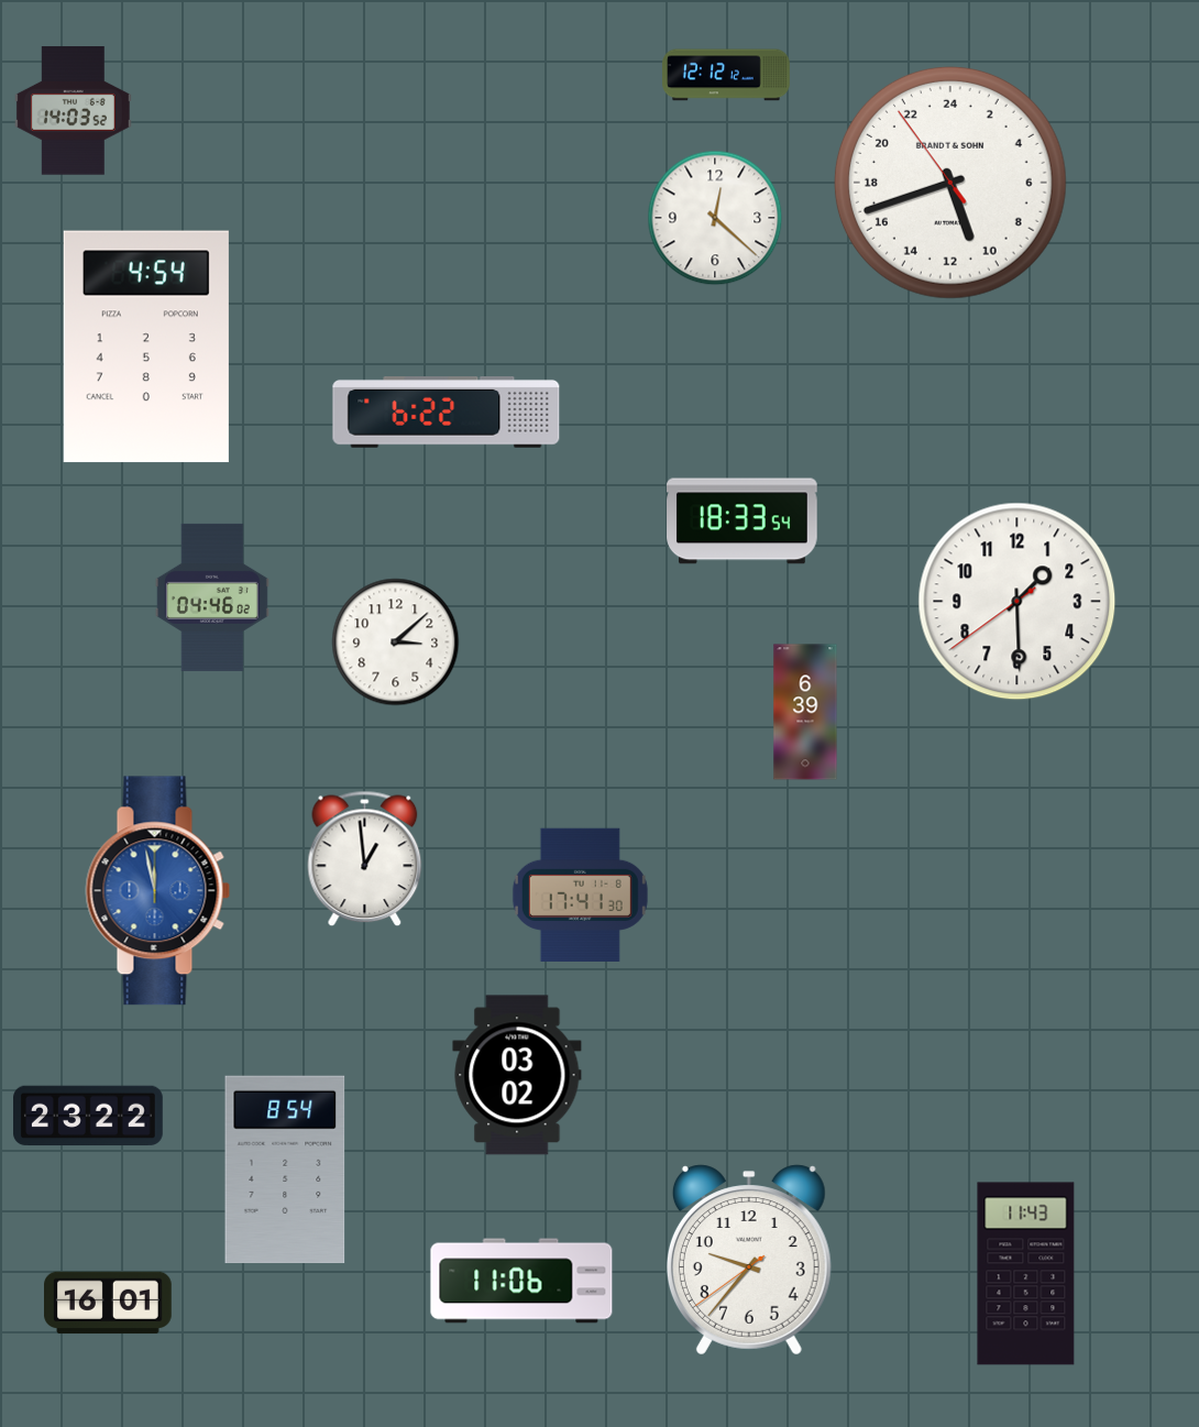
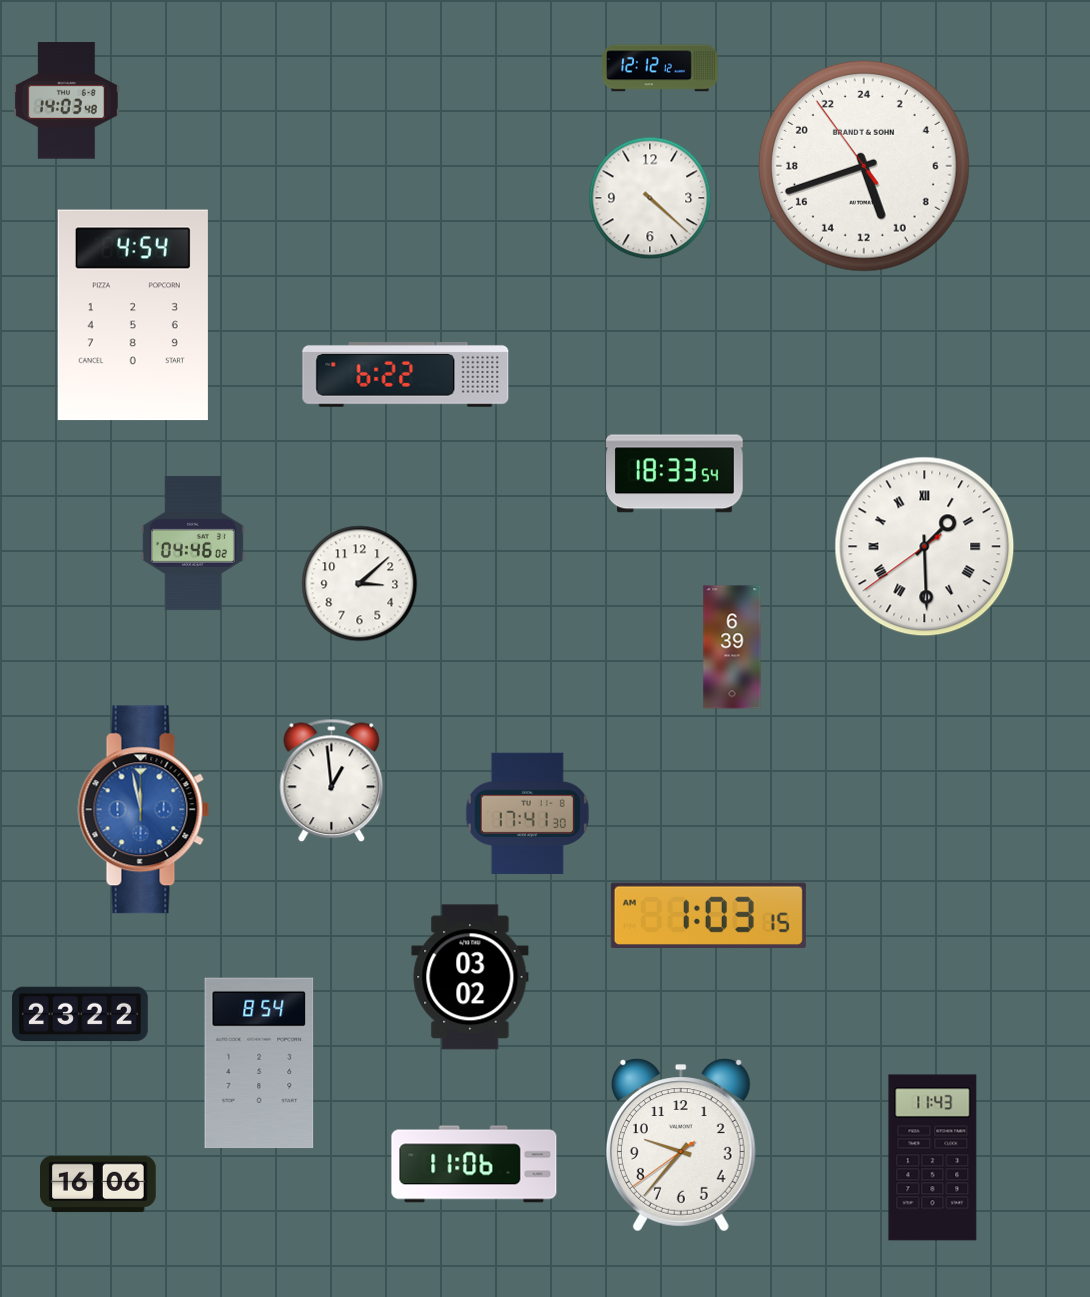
clock at (73, 111): 14:03:52 -> 14:03:48
clock at (715, 218): 12:22 -> 4:22
clock at (1018, 602) numerals: Arabic -> Roman
clock at (708, 915): none -> 1:03
clock at (109, 1303): 16:01 -> 16:06
